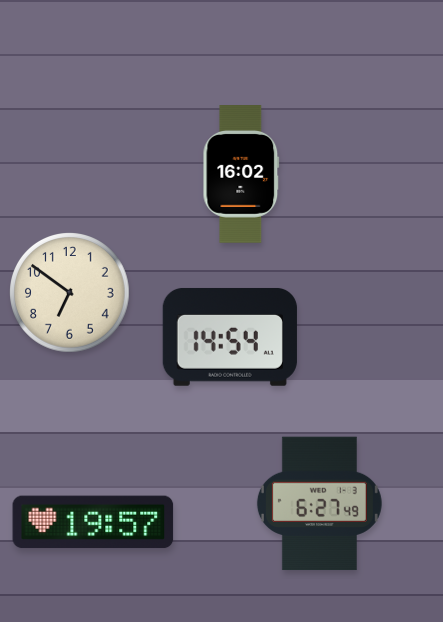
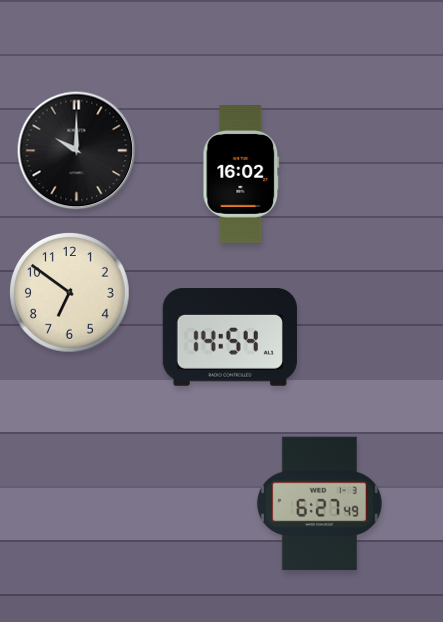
clock at (77, 151): none -> 10:00
clock at (93, 522): 19:57 -> none
